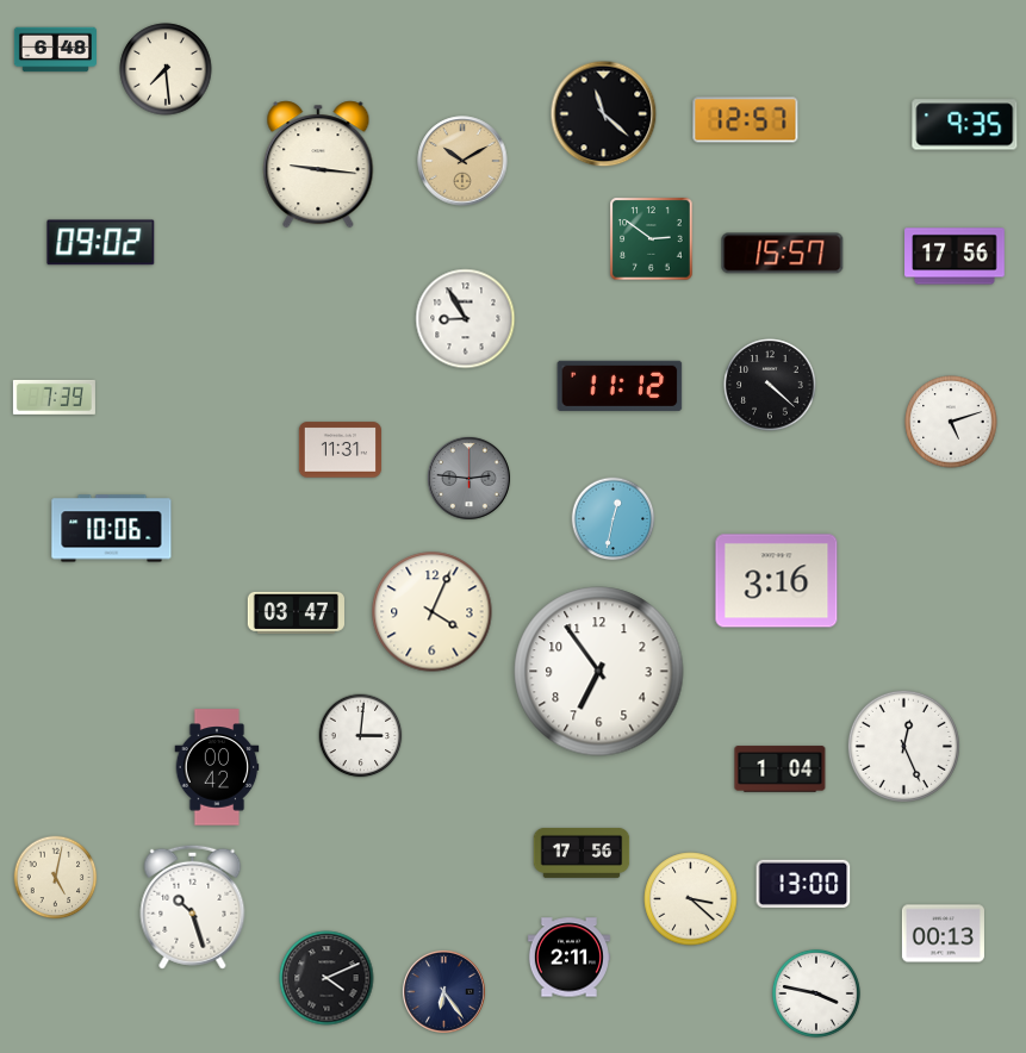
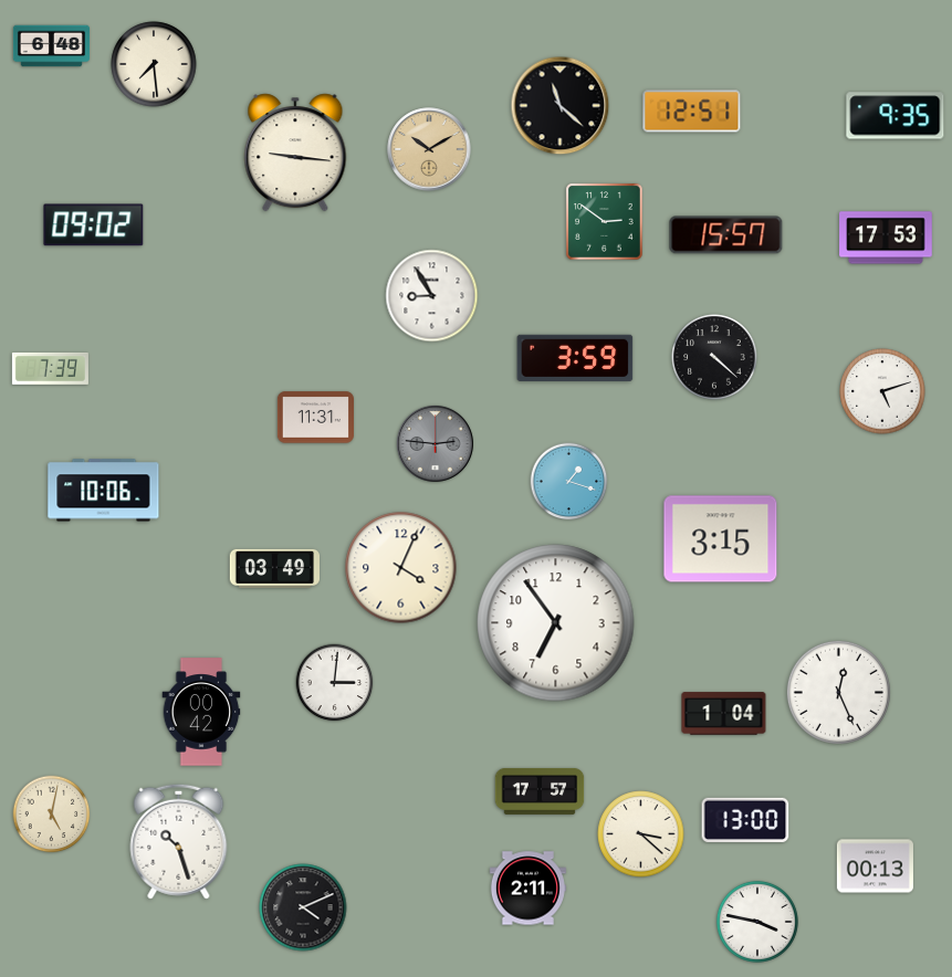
clock at (746, 120): 12:57 -> 12:51
clock at (955, 256): 17:56 -> 17:53
clock at (620, 386): 11:12 -> 3:59
clock at (614, 519): 12:32 -> 1:18
clock at (777, 581): 3:16 -> 3:15
clock at (296, 612): 03:47 -> 03:49
clock at (582, 853): 17:56 -> 17:57
clock at (443, 991): 6:24 -> none
